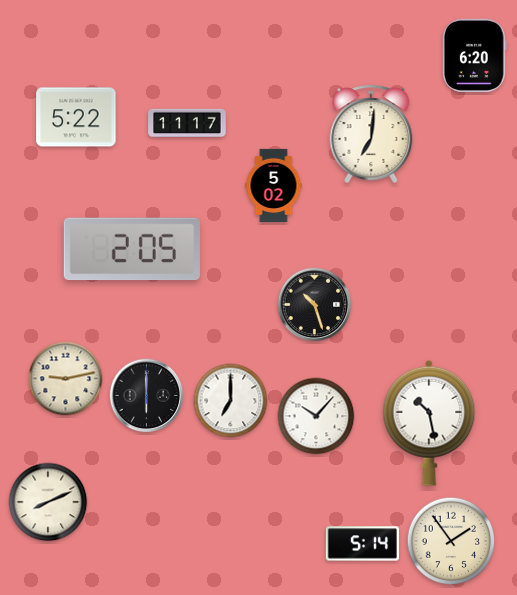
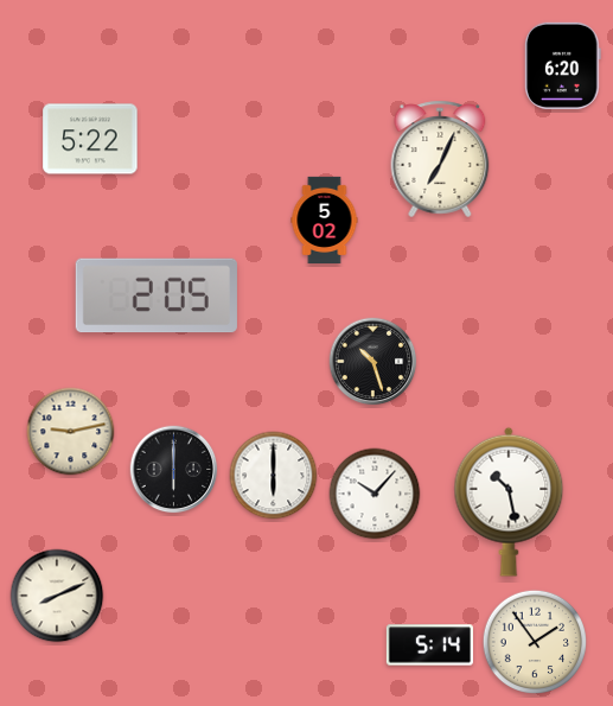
clock at (187, 123): 11:17 -> none
clock at (371, 134): 7:01 -> 7:04
clock at (66, 379) position: (66, 379) -> (71, 432)
clock at (231, 401): 7:00 -> 6:00
